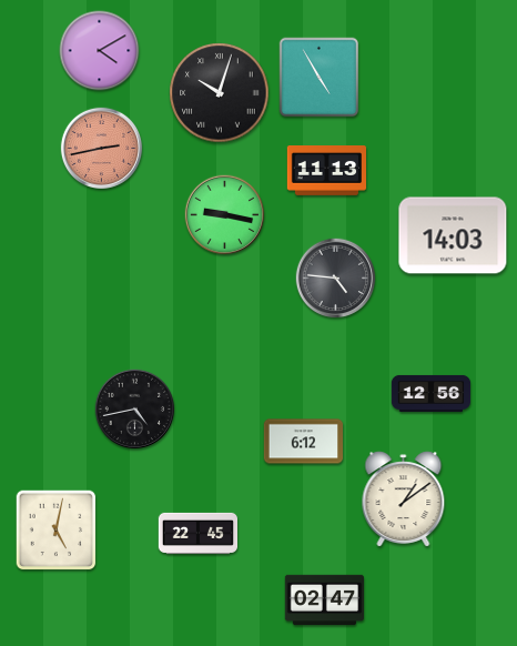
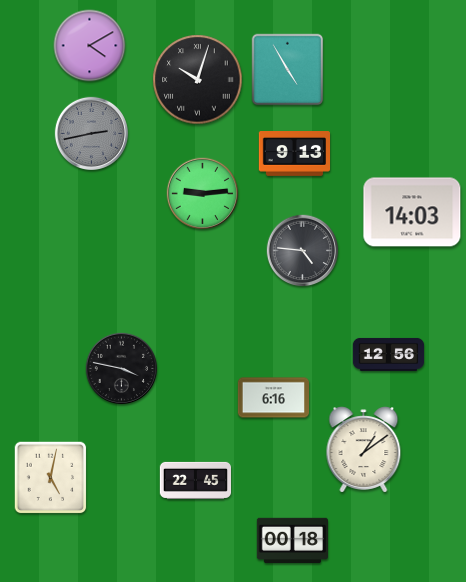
clock at (220, 93) position: (220, 93) -> (198, 80)
clock at (101, 148) dial: salmon -> grey
clock at (327, 171): 11:13 -> 9:13
clock at (225, 215): 9:17 -> 9:14
clock at (453, 235) position: (453, 235) -> (412, 212)
clock at (135, 410): 4:43 -> 3:47
clock at (304, 442): 6:12 -> 6:16
clock at (197, 533) position: (197, 533) -> (195, 480)
clock at (325, 600): 02:47 -> 00:18
